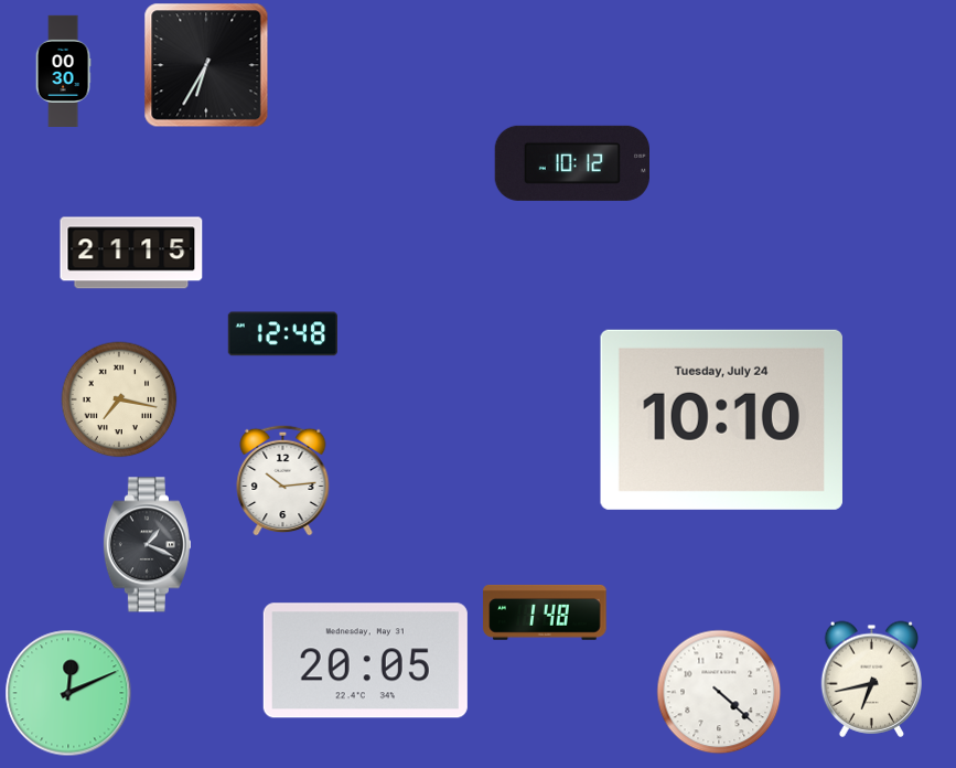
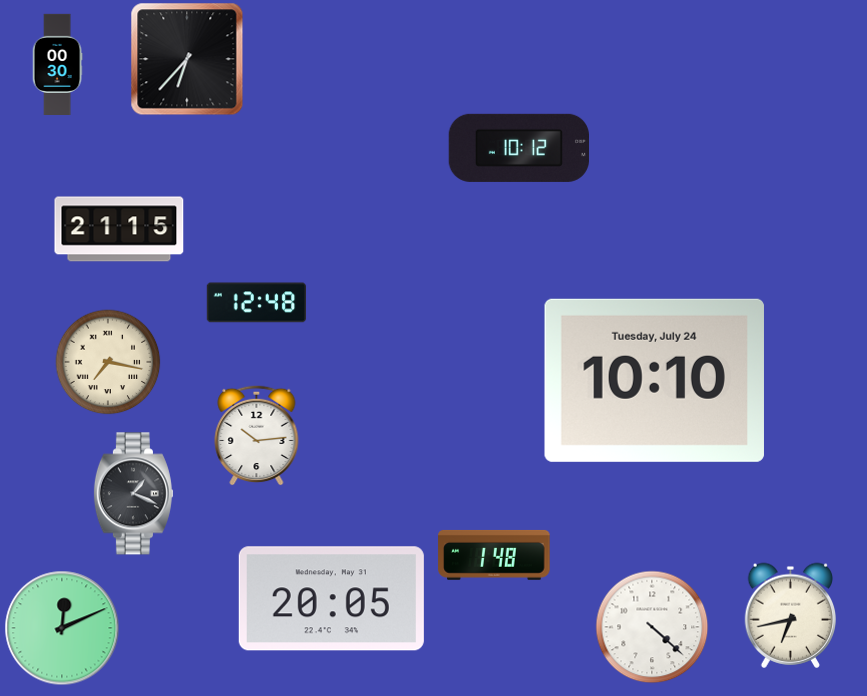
clock at (206, 65): 6:35 -> 6:37
